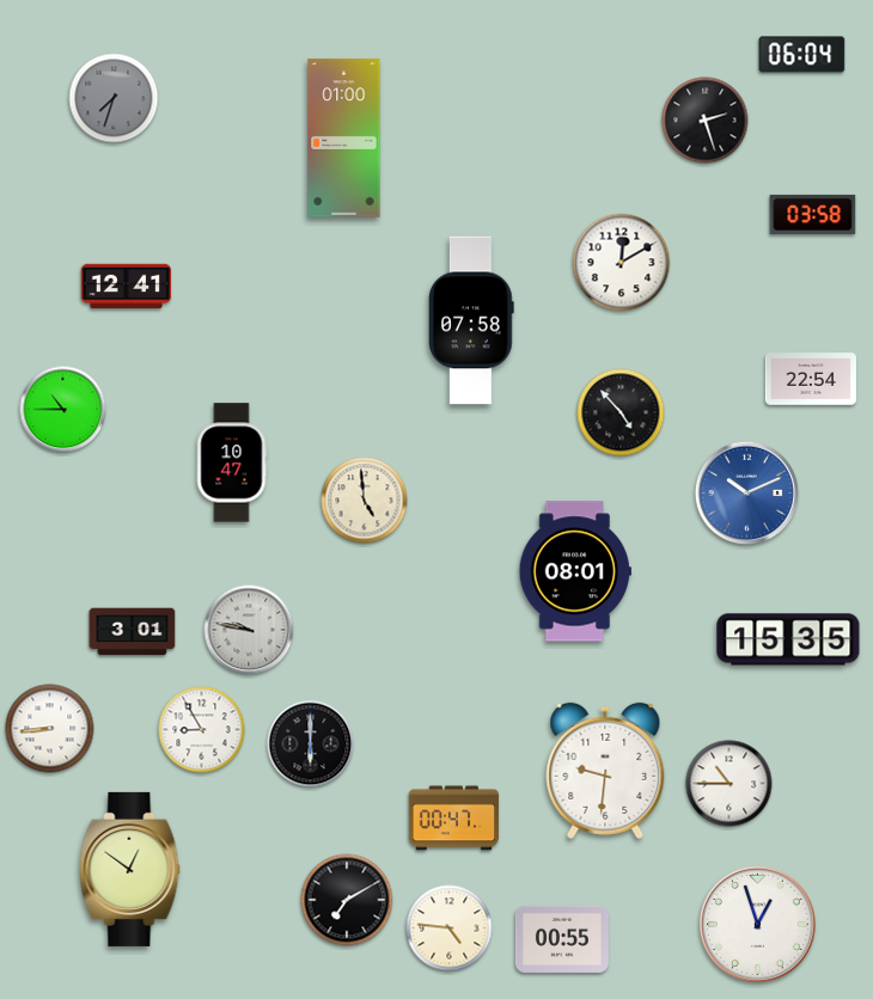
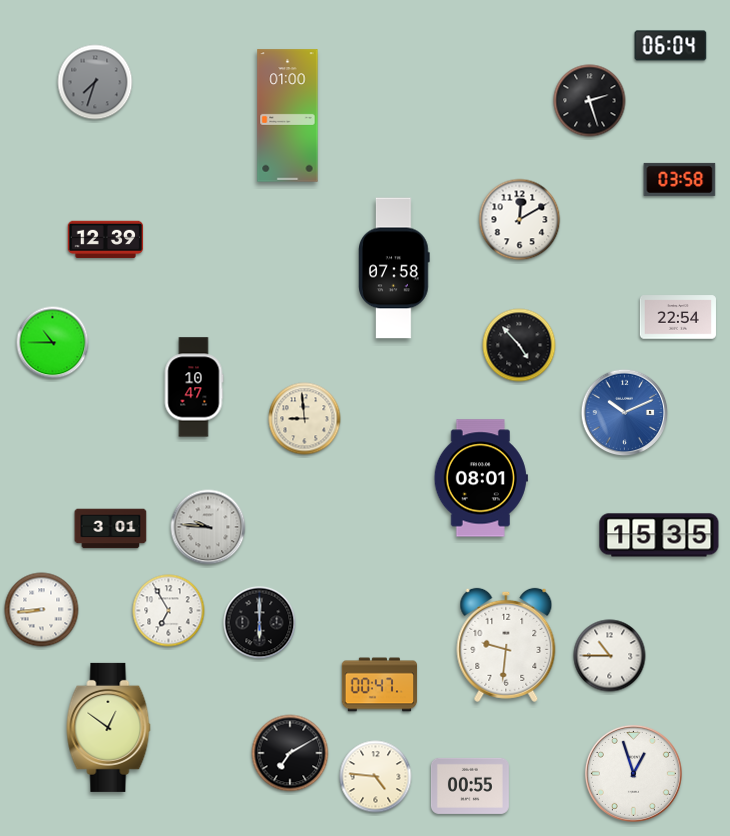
clock at (127, 287): 12:41 -> 12:39
clock at (365, 501): 4:59 -> 8:59
clock at (249, 630): 9:47 -> 9:46
clock at (202, 730): 8:55 -> 6:55
